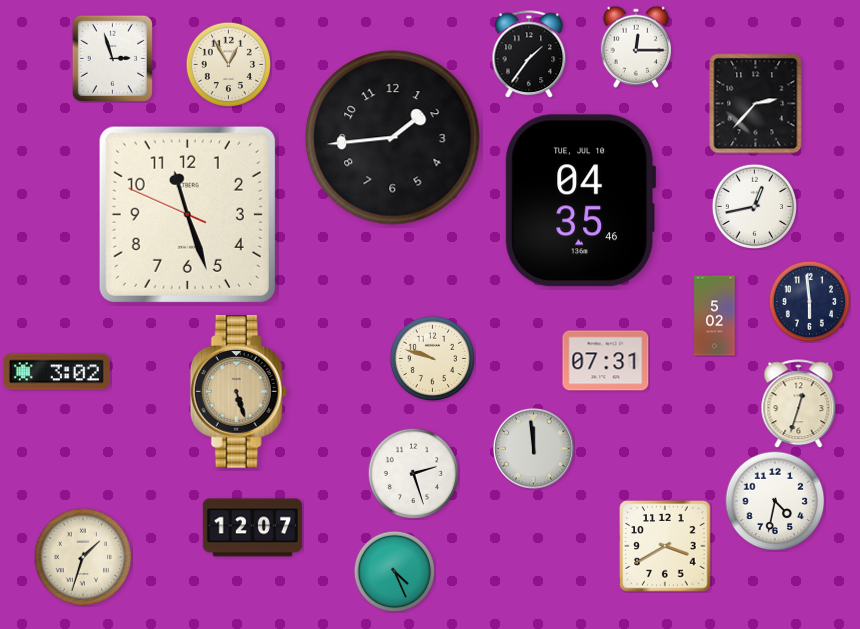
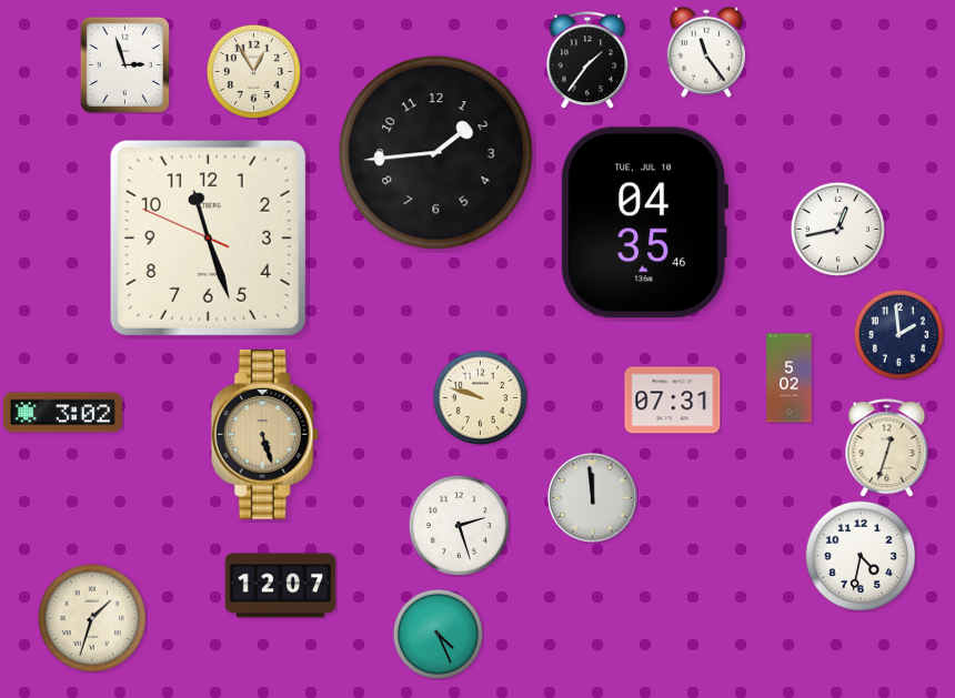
clock at (636, 47): 12:15 -> 11:24
clock at (756, 104): 2:37 -> none
clock at (809, 301): 5:59 -> 1:59
clock at (715, 316) position: (715, 316) -> (790, 378)
clock at (665, 546): 3:40 -> none
